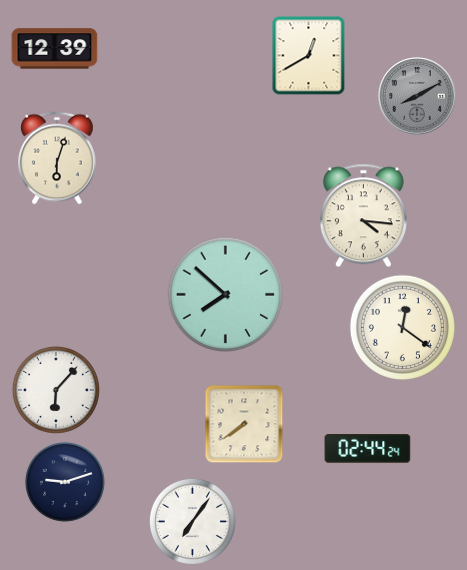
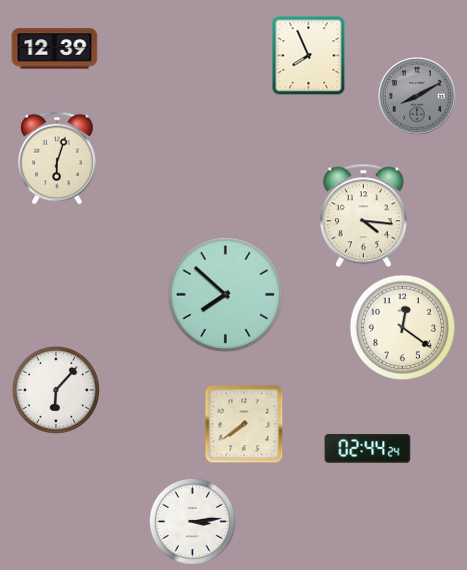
clock at (309, 56): 12:40 -> 7:56
clock at (65, 482): 9:12 -> none
clock at (192, 521): 7:06 -> 3:14
